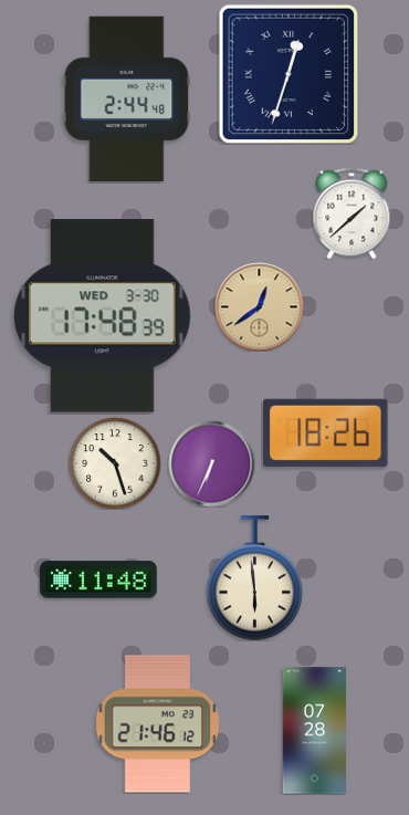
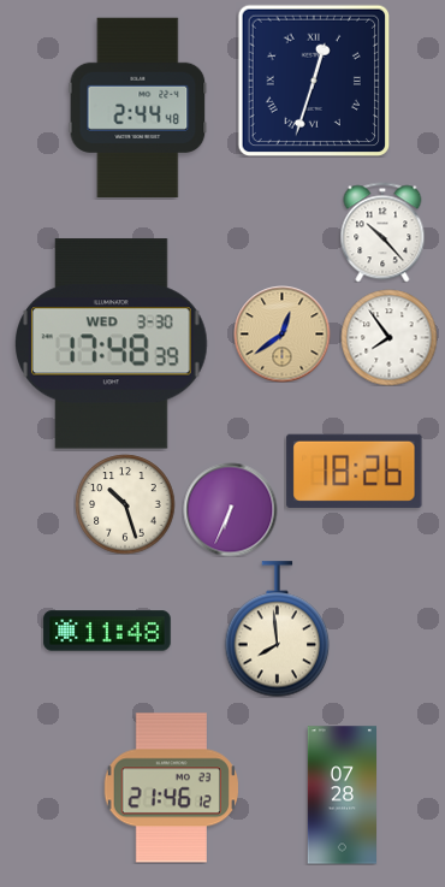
clock at (352, 213): 1:38 -> 10:23
clock at (388, 337): none -> 7:54
clock at (211, 463) position: (211, 463) -> (230, 509)
clock at (255, 578): 5:59 -> 7:59
